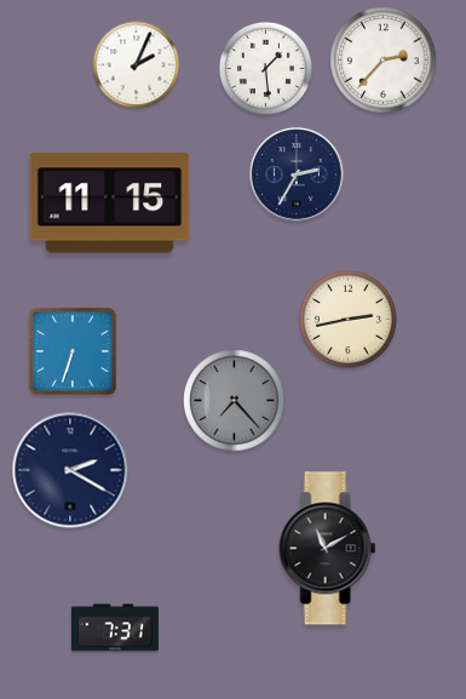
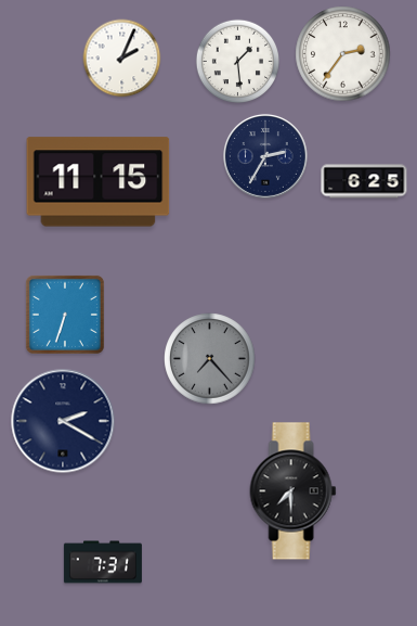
clock at (384, 61): 2:37 -> 2:36
clock at (364, 181): none -> 6:25
clock at (347, 319): 2:43 -> none
clock at (328, 549): 11:10 -> 7:30
